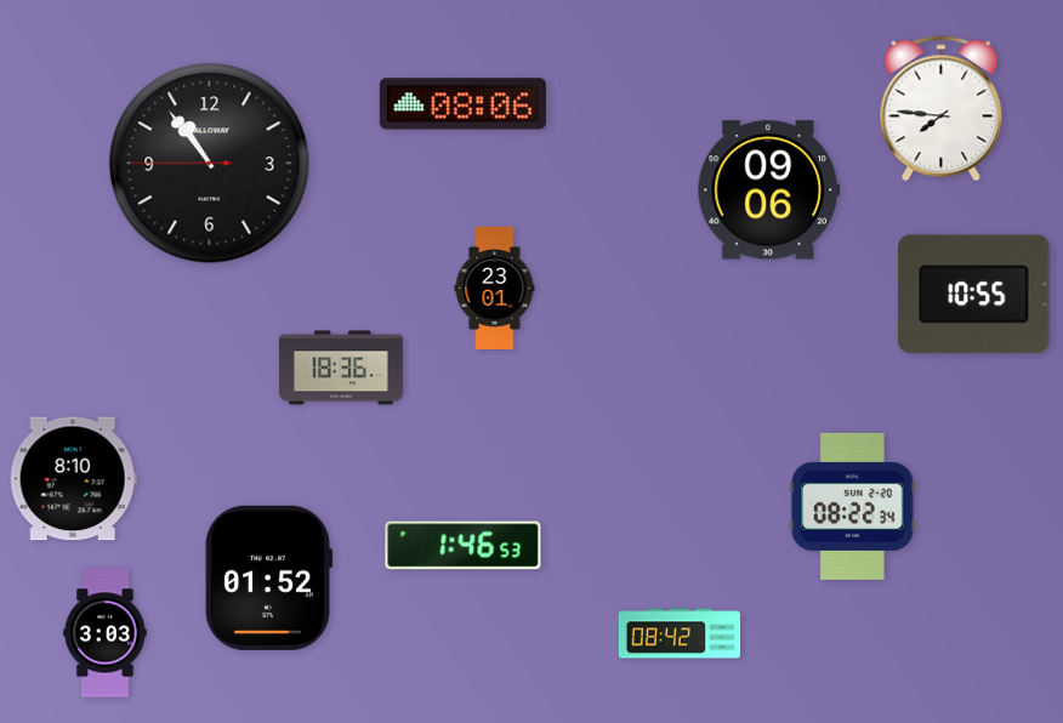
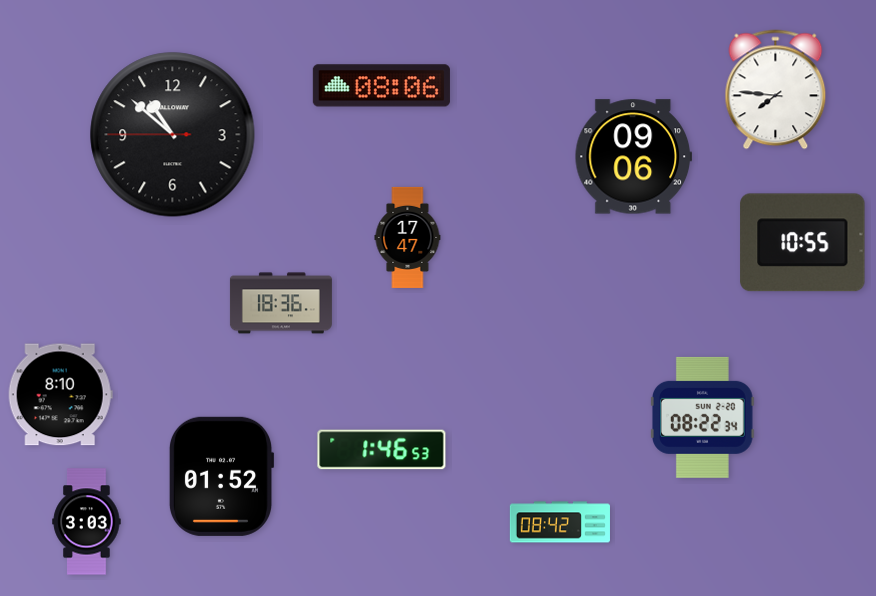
clock at (210, 164): 10:53 -> 10:51
clock at (495, 288): 23:01 -> 17:47
